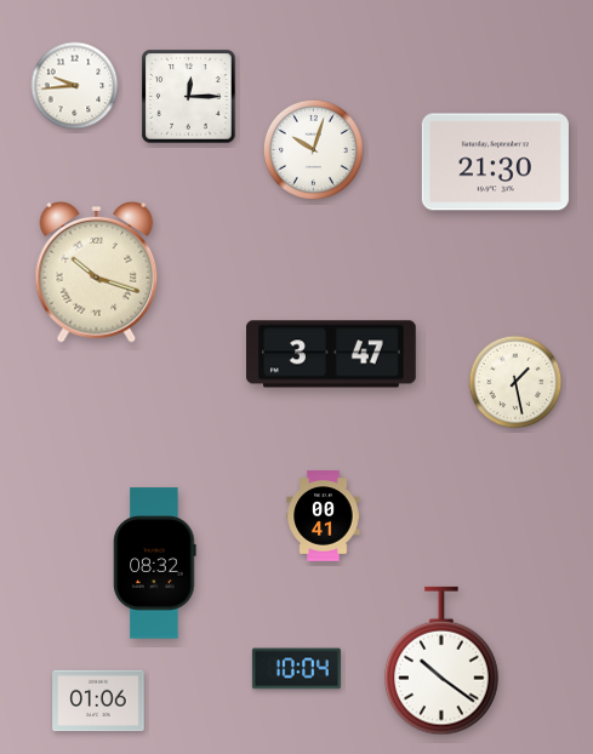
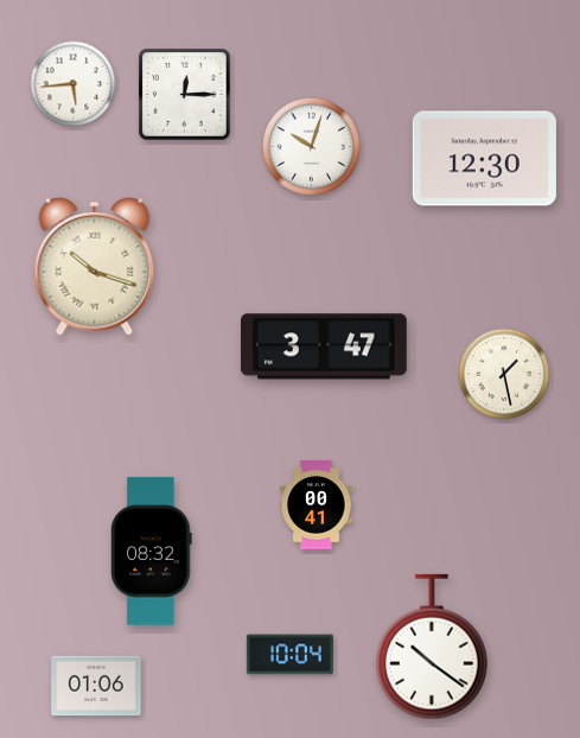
clock at (75, 86): 9:44 -> 5:44
clock at (313, 149) position: (313, 149) -> (311, 146)
clock at (495, 162): 21:30 -> 12:30
